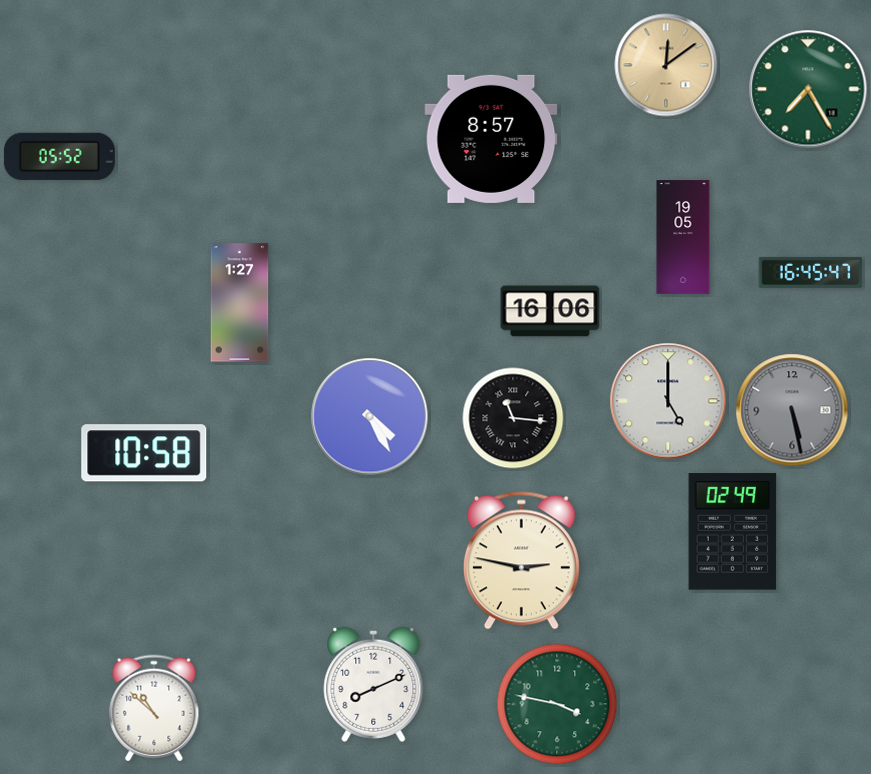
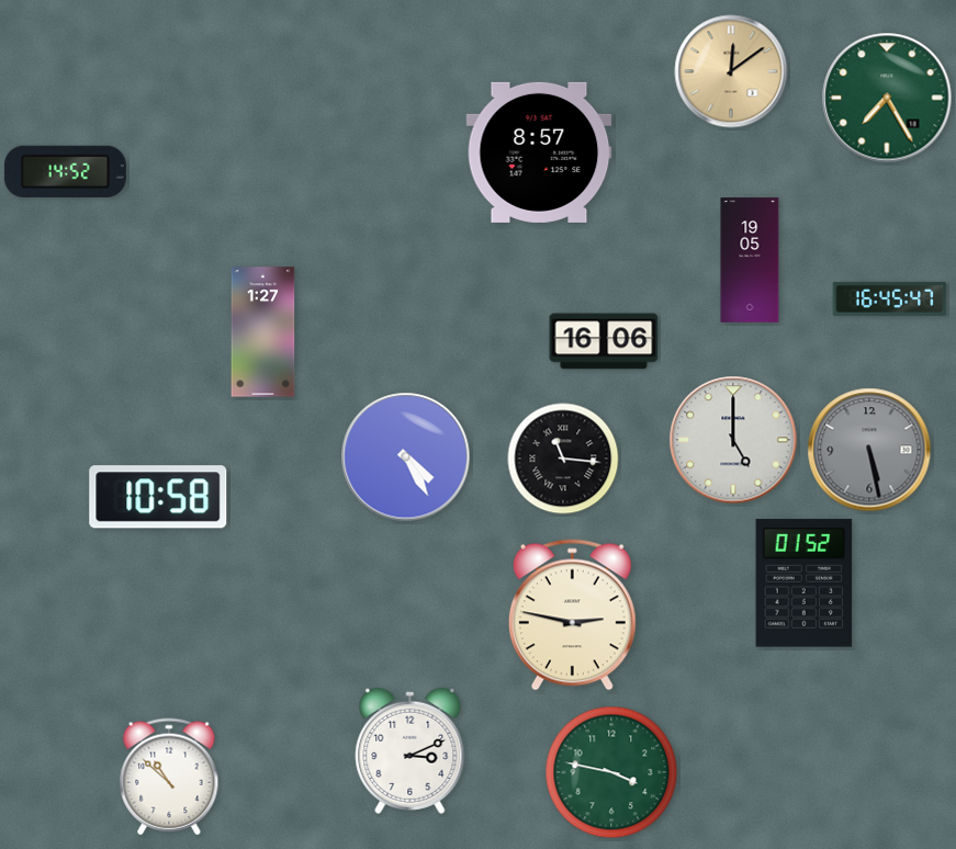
clock at (59, 156): 05:52 -> 14:52
clock at (733, 532): 02:49 -> 01:52
clock at (374, 684): 8:11 -> 3:11
